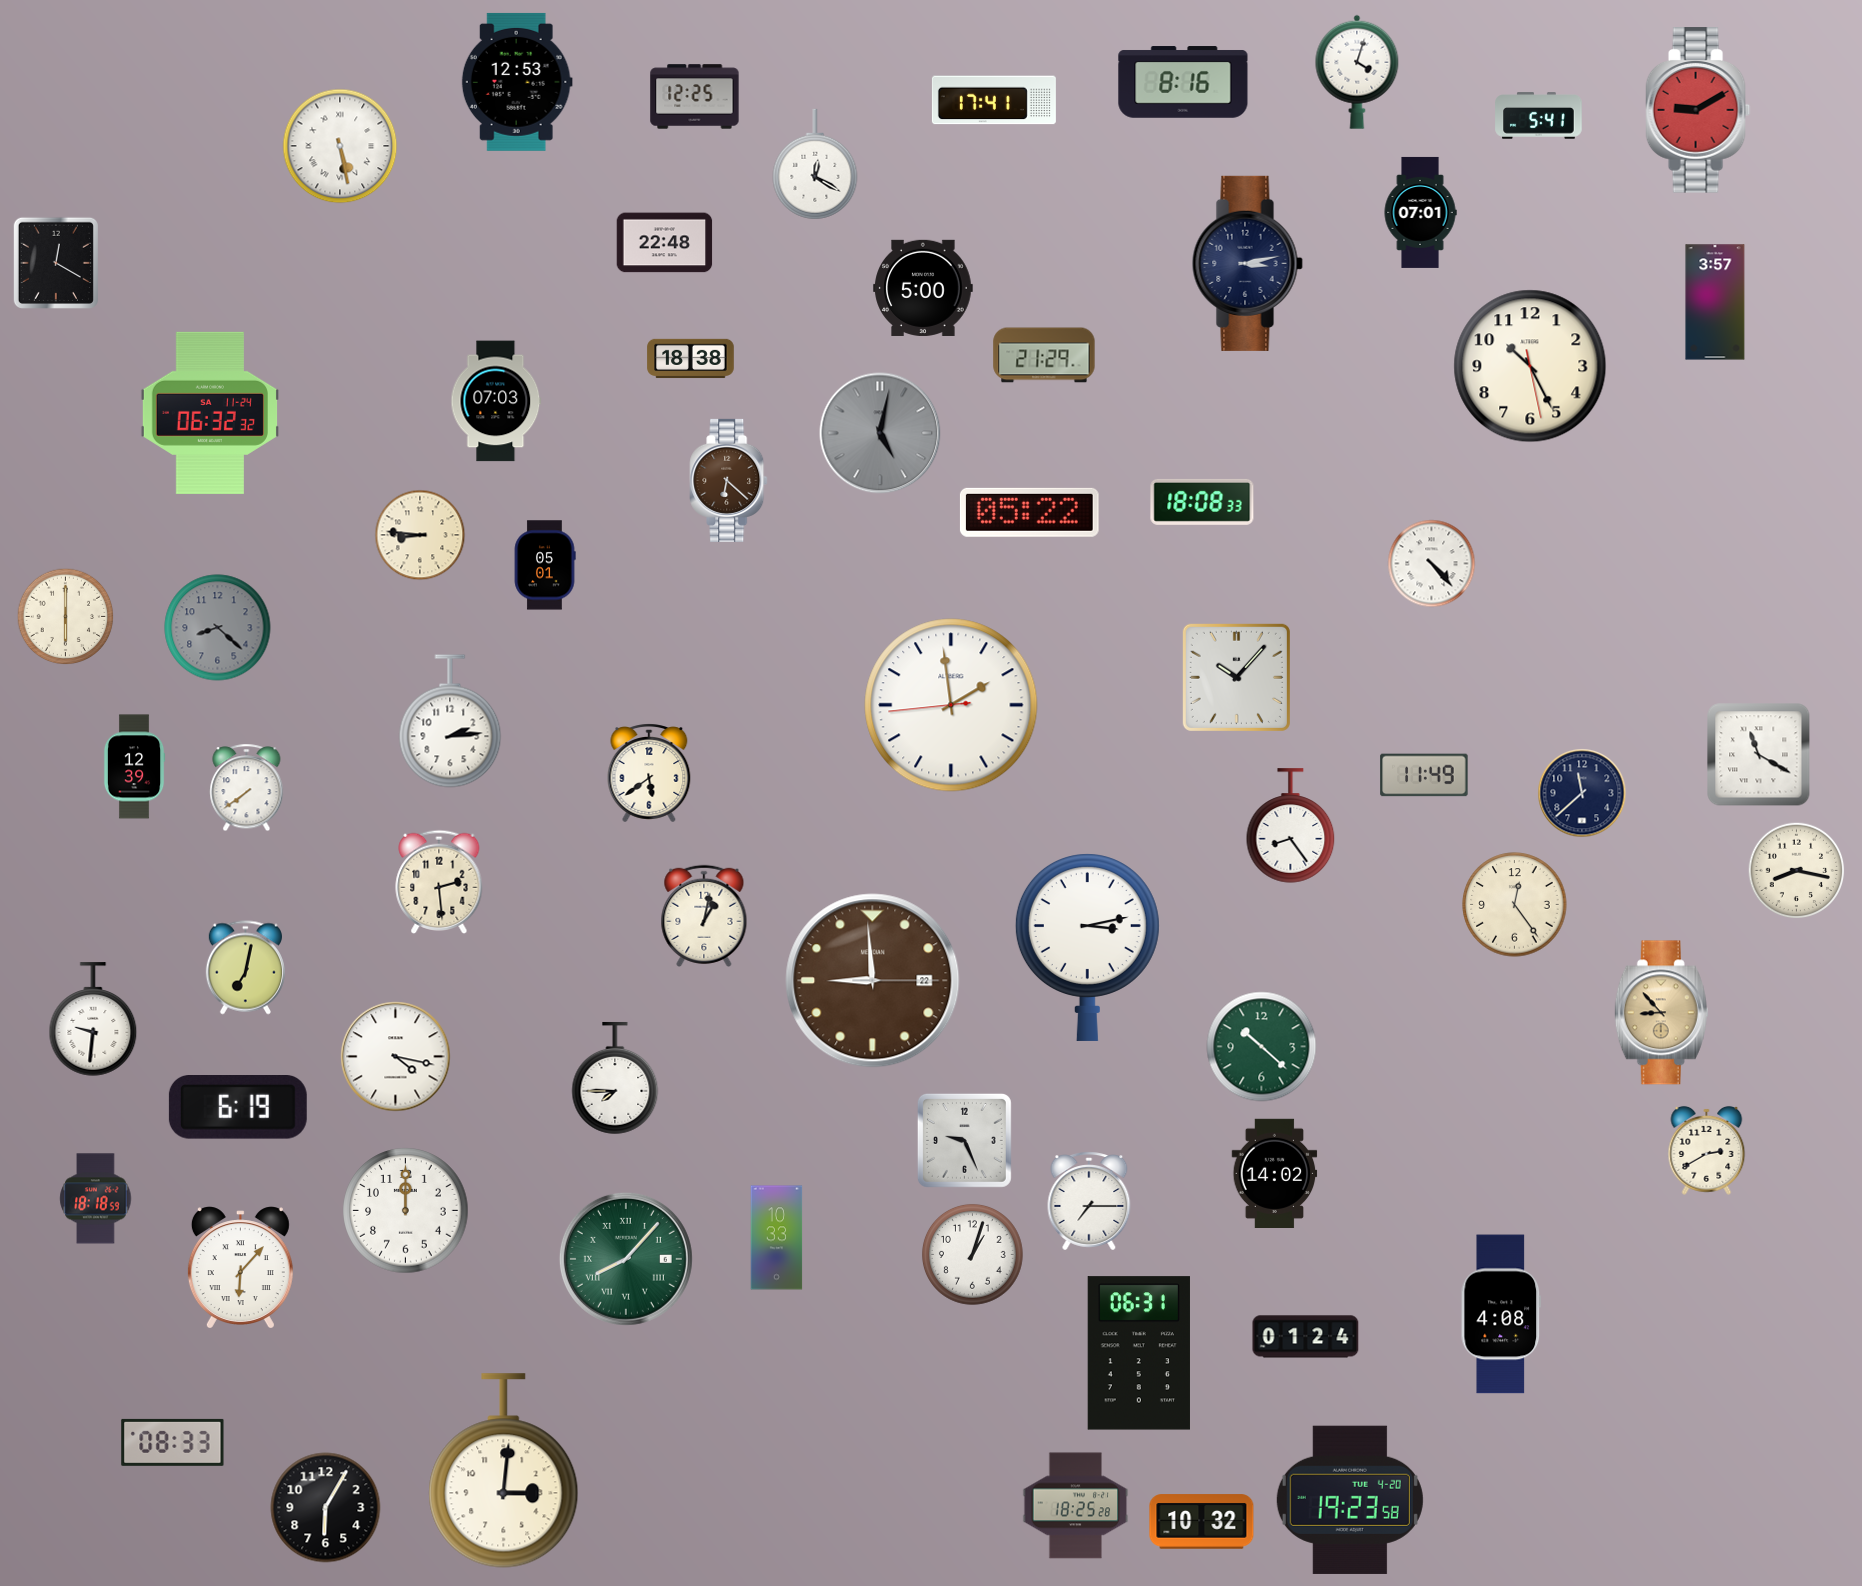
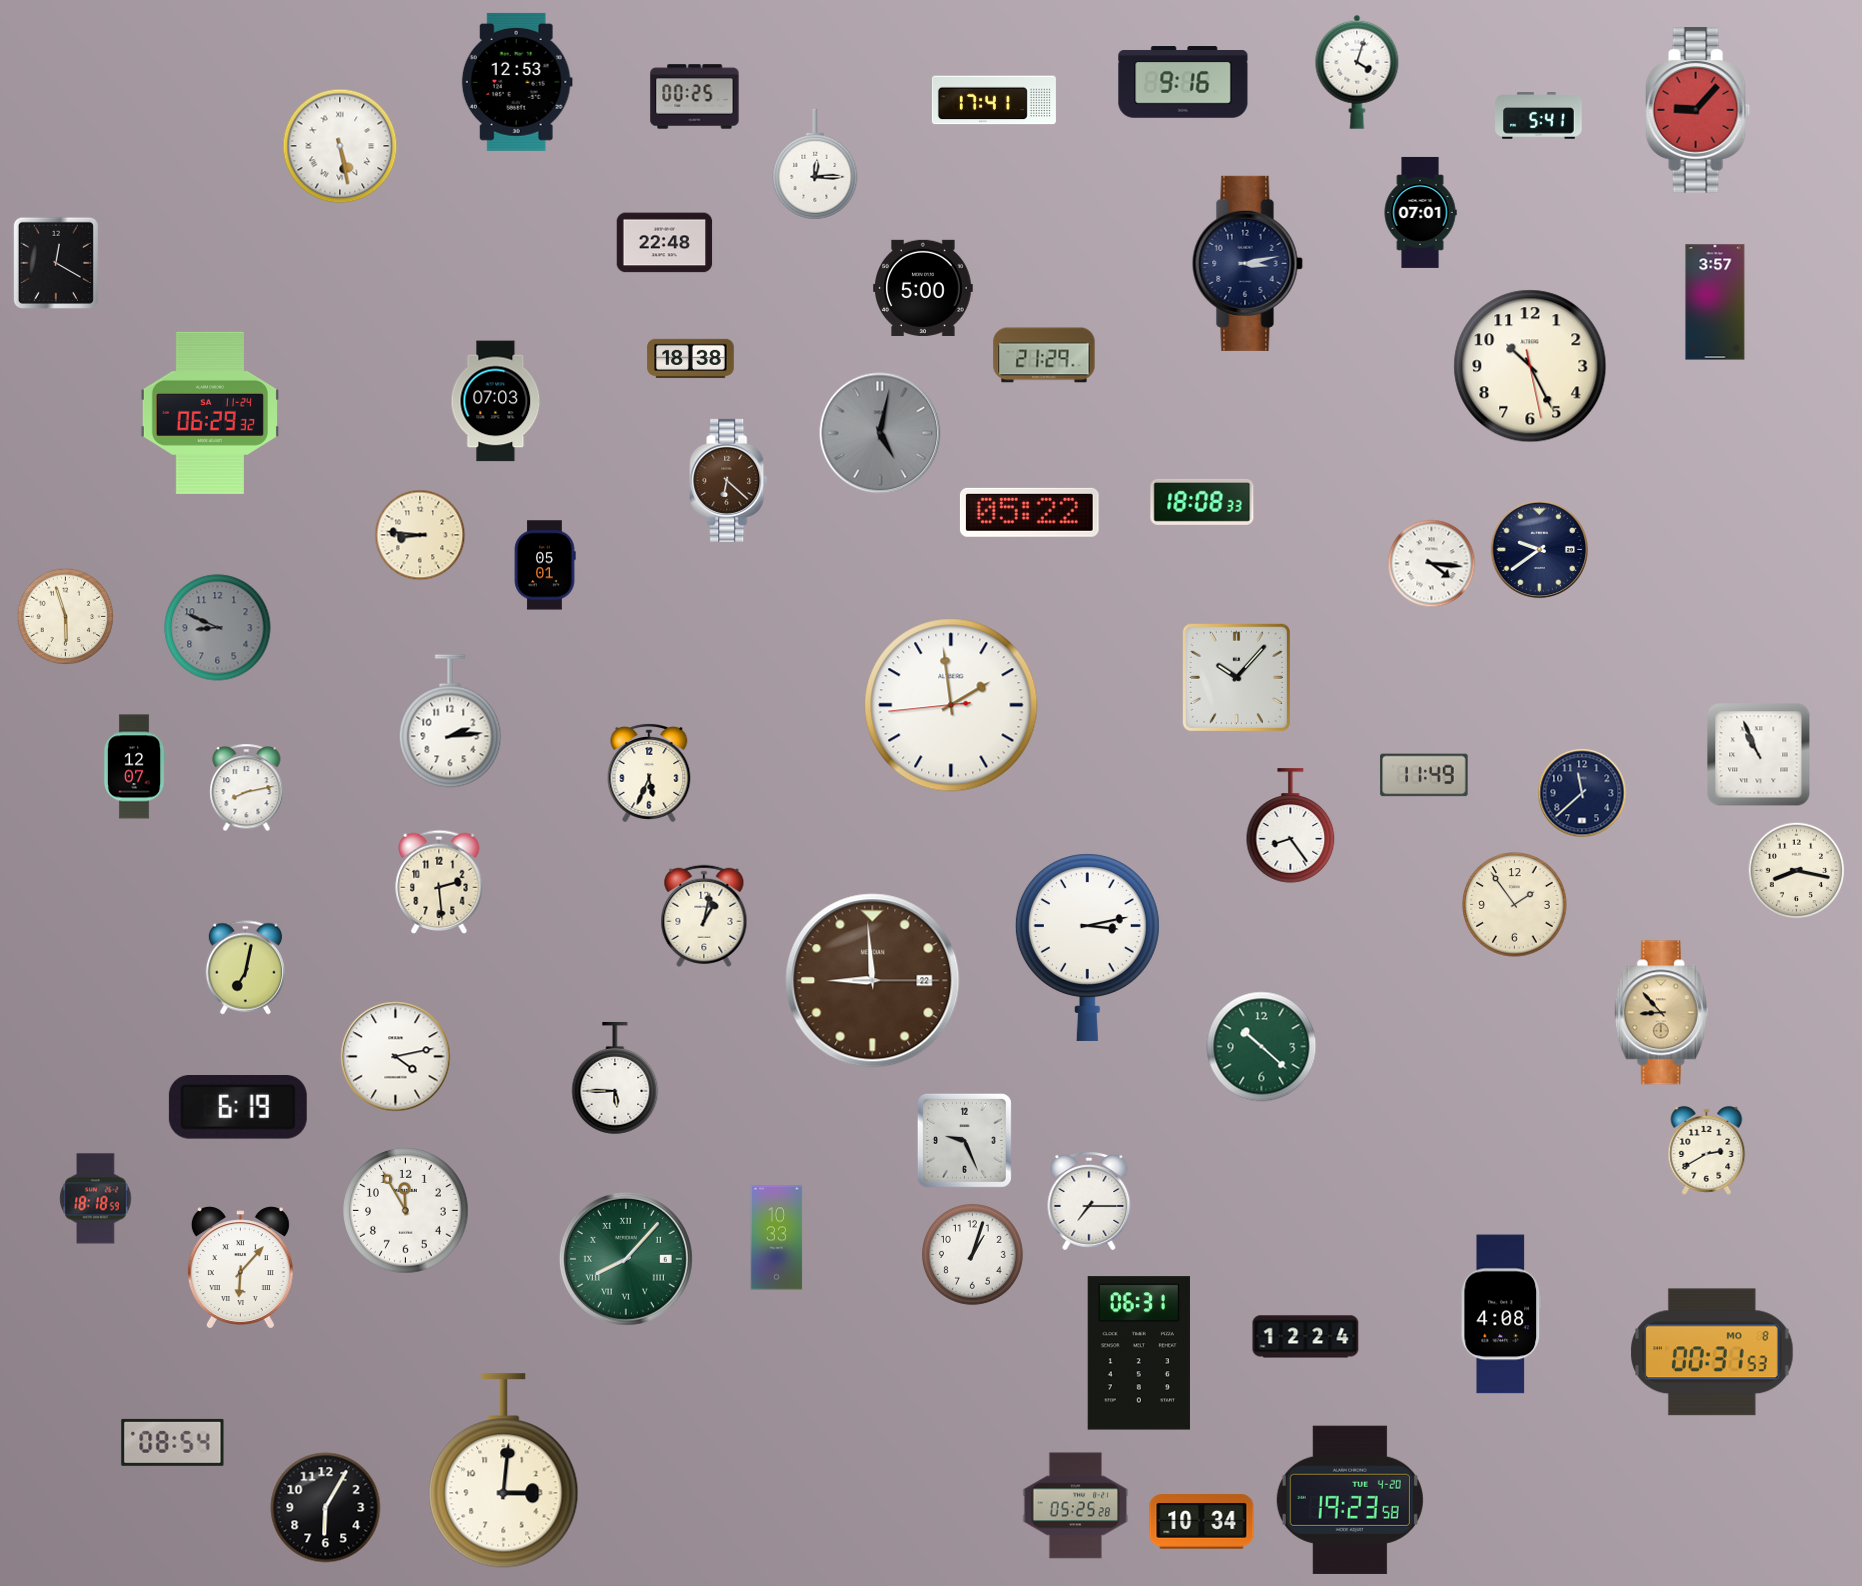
clock at (1183, 82): 8:16 -> 9:16
clock at (695, 97): 12:25 -> 00:25
clock at (1698, 110): 9:10 -> 9:07
clock at (815, 164): 12:20 -> 12:15
clock at (210, 413): 06:32 -> 06:29
clock at (1540, 550): none -> 9:39
clock at (1432, 564): 4:23 -> 4:16
clock at (66, 617): 6:00 -> 5:57
clock at (218, 628): 8:22 -> 8:49
clock at (1759, 755): 11:20 -> 10:56
clock at (134, 767): 12:39 -> 12:07
clock at (649, 773): 5:39 -> 5:34
clock at (247, 788): 7:39 -> 8:13
clock at (1515, 905): 12:24 -> 1:54
clock at (93, 1019): 9:31 -> none
clock at (396, 1057): 4:17 -> 4:13
clock at (615, 1078): 7:45 -> 5:45
clock at (1275, 1173): 14:02 -> none
clock at (406, 1211): 12:00 -> 11:55
clock at (1306, 1337): 01:24 -> 12:24
clock at (1713, 1352): none -> 00:31
clock at (173, 1442): 08:33 -> 08:54
clock at (1076, 1506): 18:25 -> 05:25
clock at (1202, 1522): 10:32 -> 10:34
